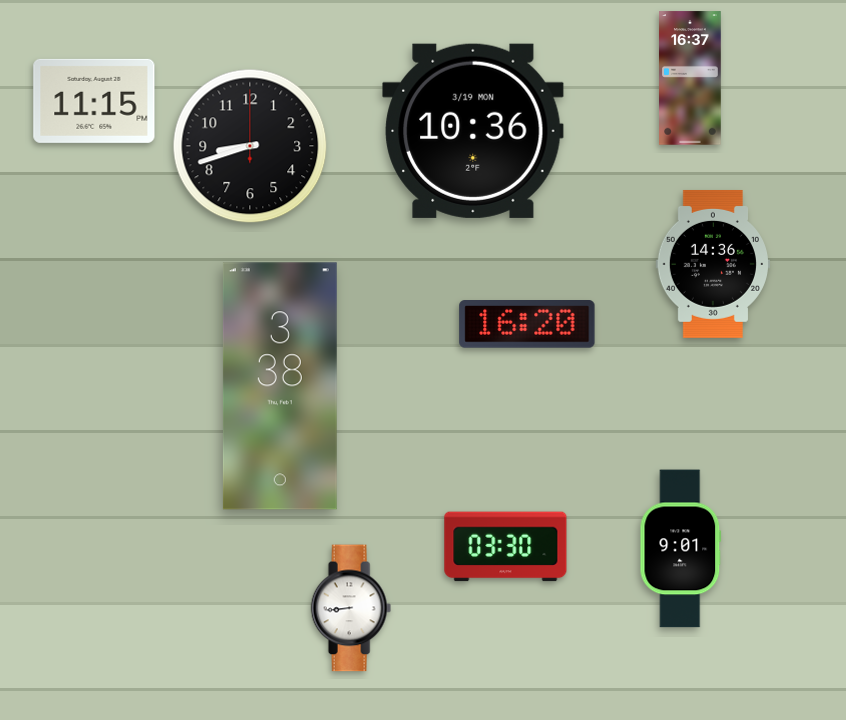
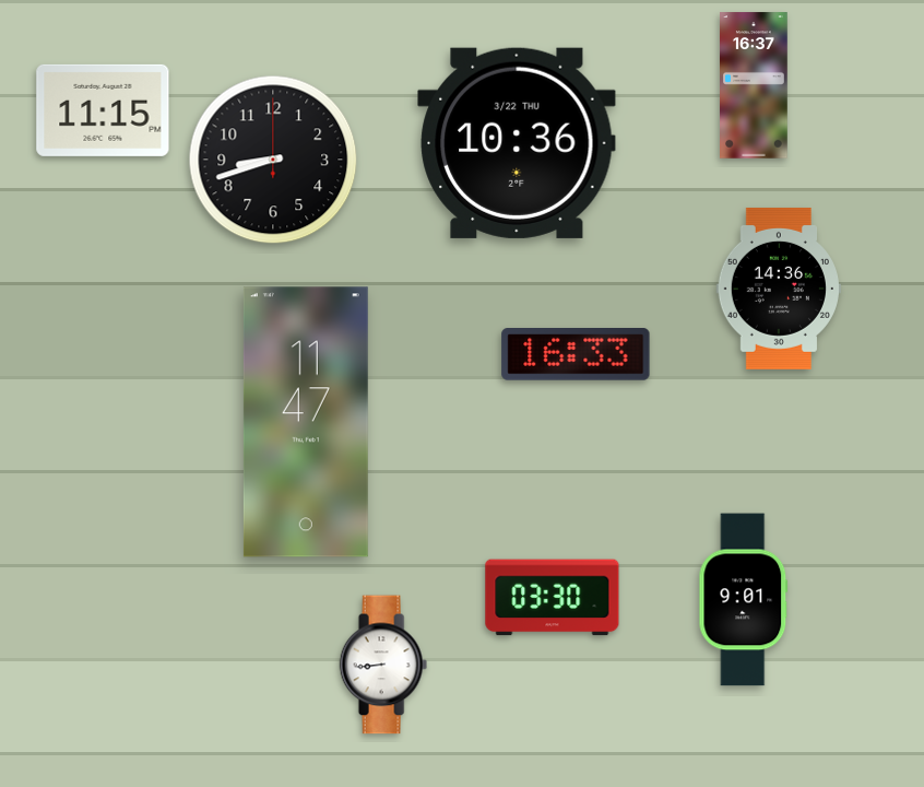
clock at (473, 131) date: 3/19 MON -> 3/22 THU
clock at (527, 325): 16:20 -> 16:33
clock at (280, 386): 3:38 -> 11:47
